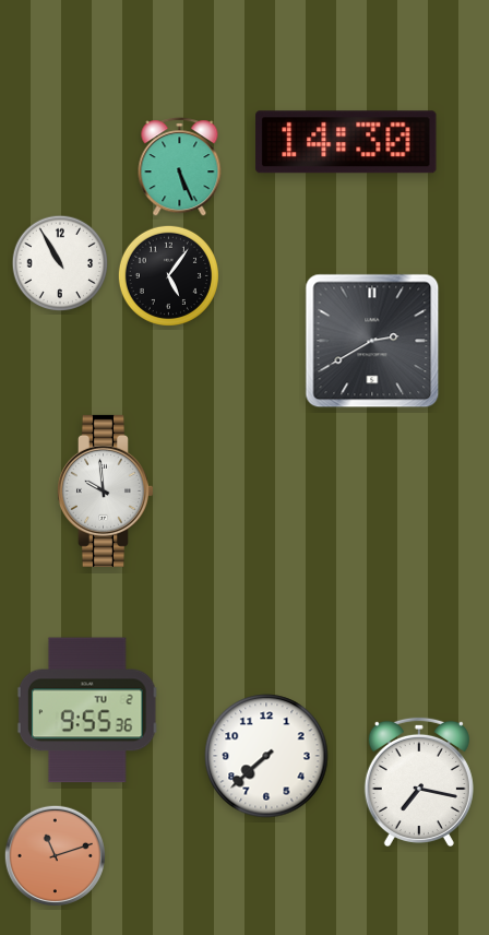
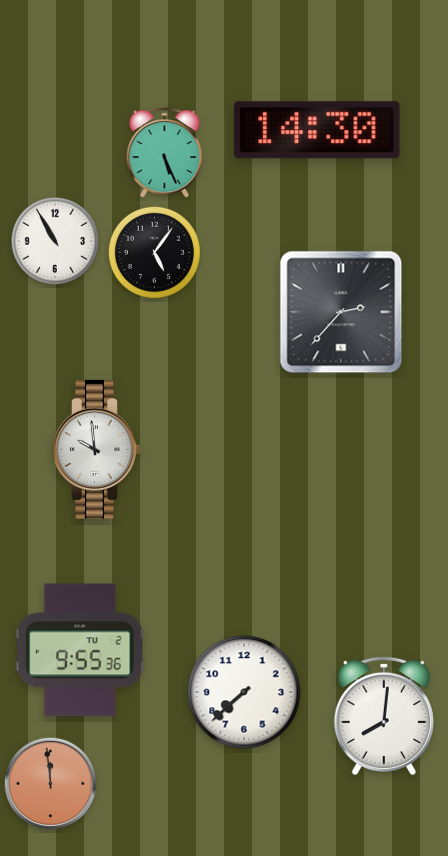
clock at (372, 341): 2:40 -> 2:37
clock at (419, 781): 7:17 -> 8:01
clock at (55, 855): 11:12 -> 11:59
